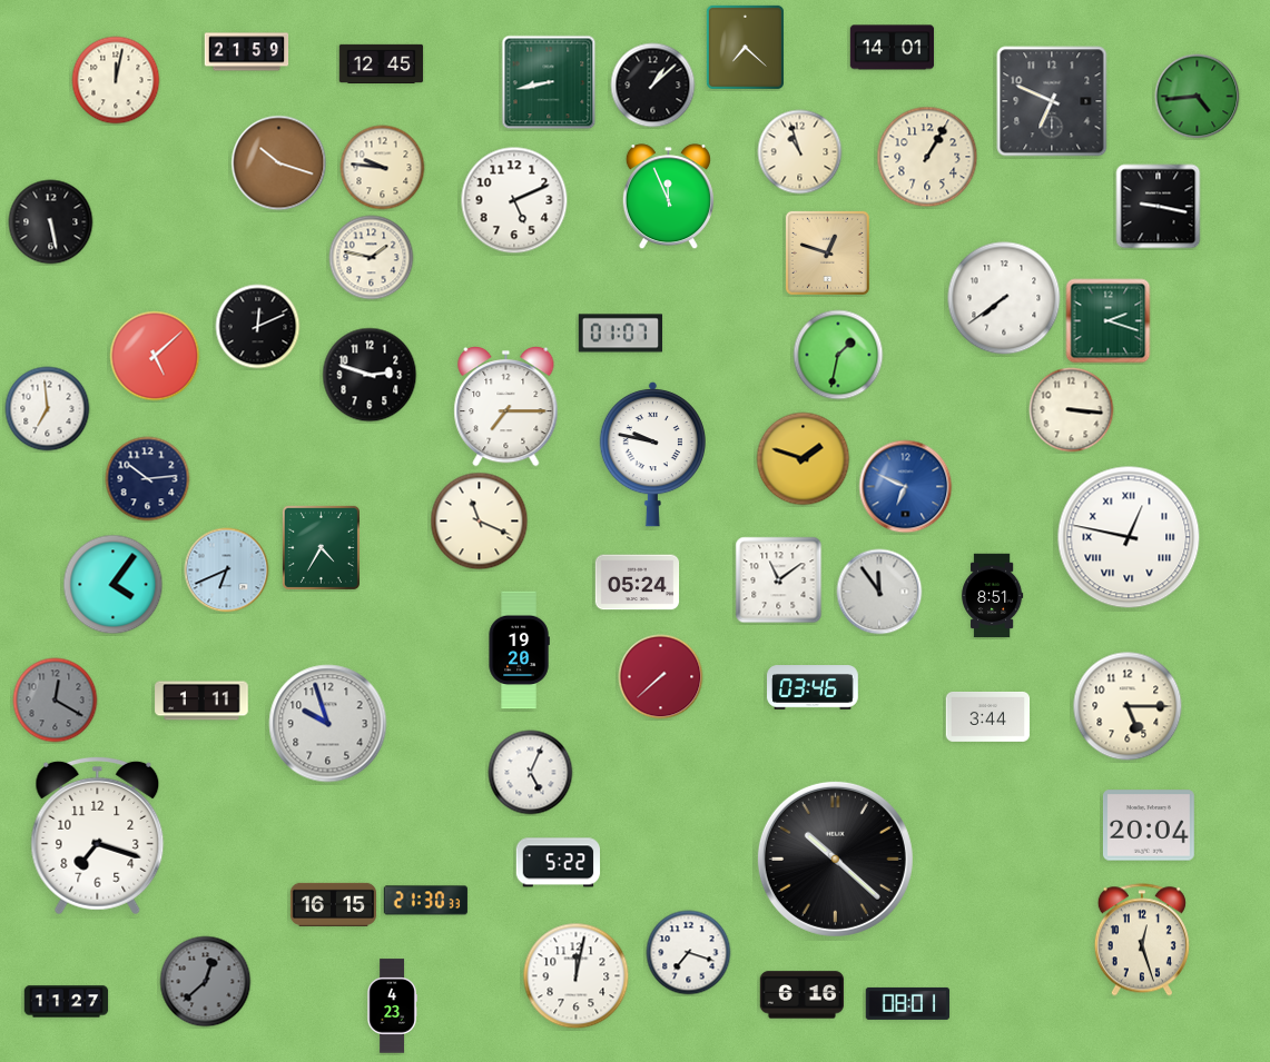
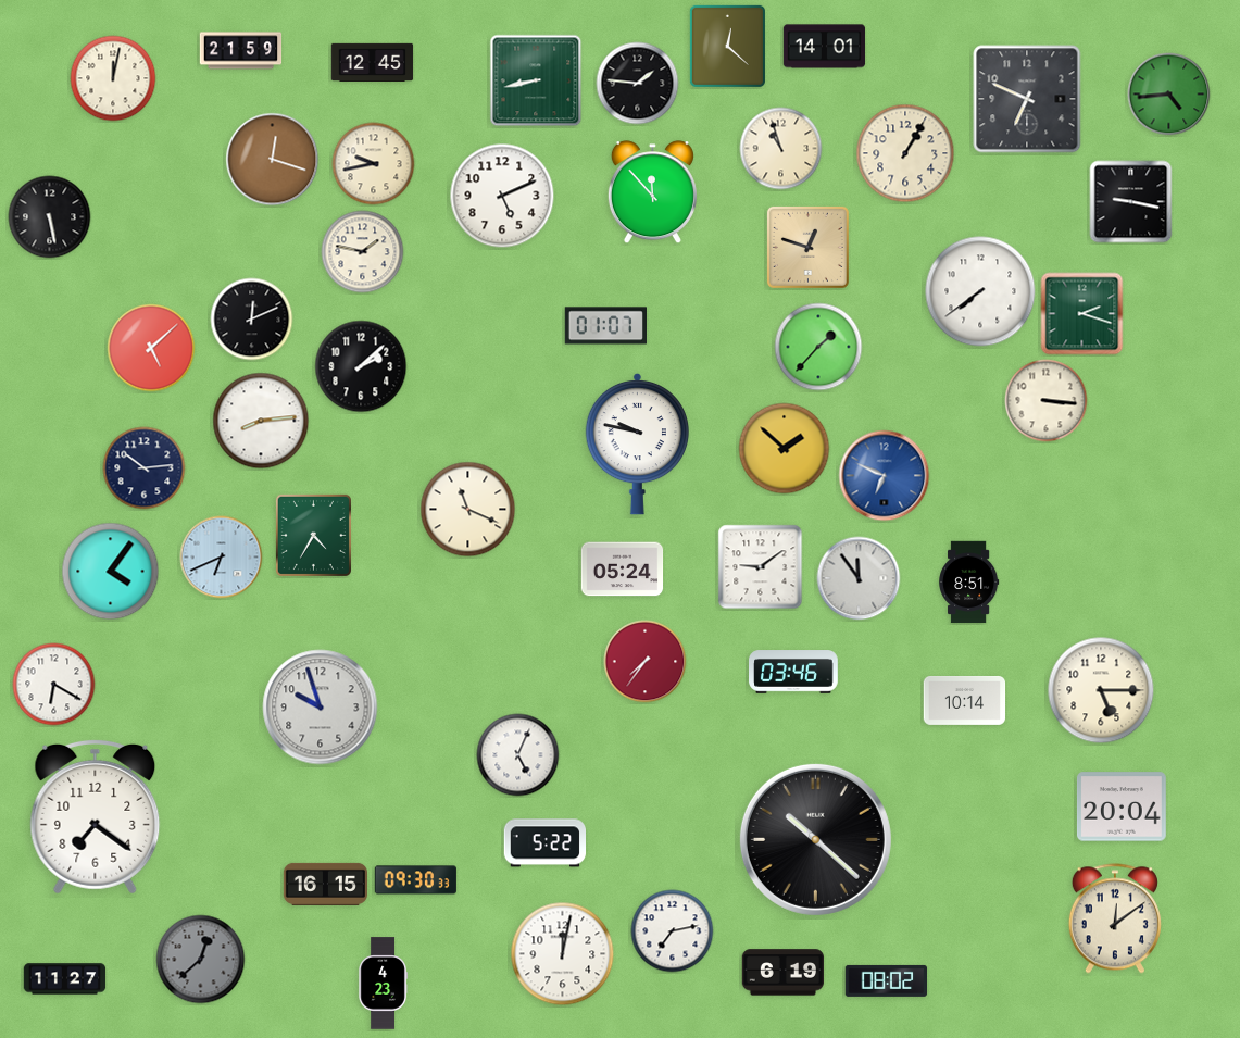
clock at (745, 47): 7:22 -> 12:22
clock at (893, 48) position: (893, 48) -> (825, 47)
clock at (653, 86): 1:08 -> 1:46
clock at (279, 163): 10:18 -> 12:18
clock at (383, 168): 9:46 -> 9:43
clock at (668, 197): 11:56 -> 11:53
clock at (838, 355): 1:32 -> 1:37
clock at (370, 375): 2:48 -> 2:08
clock at (506, 406): 7:15 -> none
clock at (48, 409): 6:59 -> none
clock at (261, 421): none -> 8:14
clock at (804, 459): 1:48 -> 1:52
clock at (1129, 537): 12:47 -> none
clock at (779, 580): 11:09 -> 9:09
clock at (519, 651): 19:20 -> none
clock at (661, 677): 7:38 -> 7:36
clock at (56, 701): 12:20 -> 6:20
clock at (56, 701) dial: grey -> white
clock at (201, 701): 1:11 -> none
clock at (988, 716): 3:44 -> 10:14
clock at (98, 835): 7:18 -> 7:21
clock at (426, 901): 21:30 -> 09:30
clock at (1142, 940): 12:27 -> 12:09
clock at (689, 953): 7:18 -> 7:13
clock at (803, 995): 6:16 -> 6:19
clock at (908, 1003): 08:01 -> 08:02
